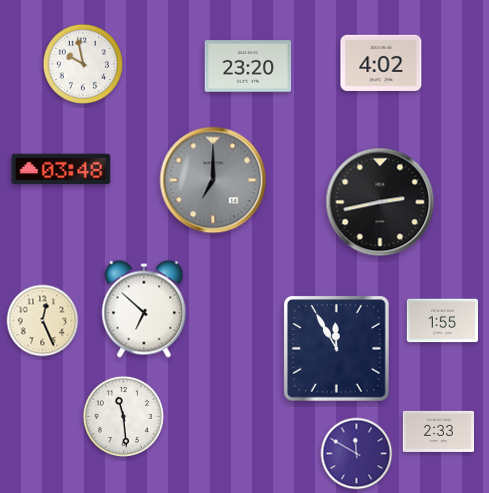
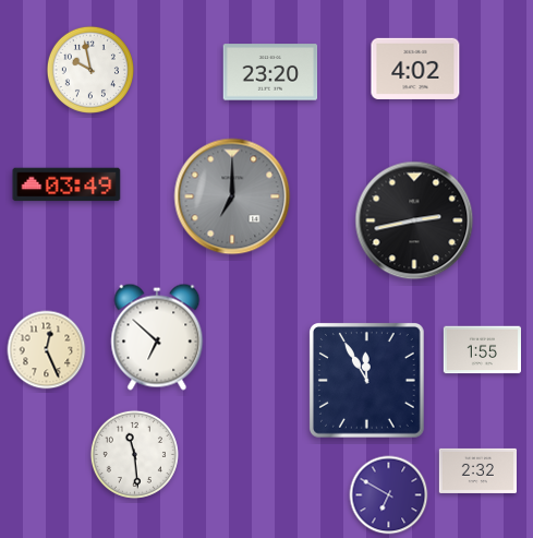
clock at (61, 169): 03:48 -> 03:49
clock at (438, 431): 2:33 -> 2:32
clock at (357, 454): 11:50 -> 6:50
